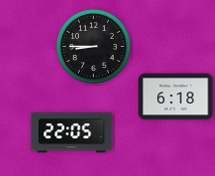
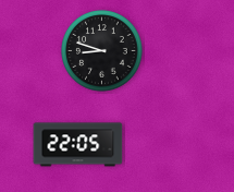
clock at (94, 47): 8:45 -> 8:48
clock at (176, 97): 6:18 -> none
